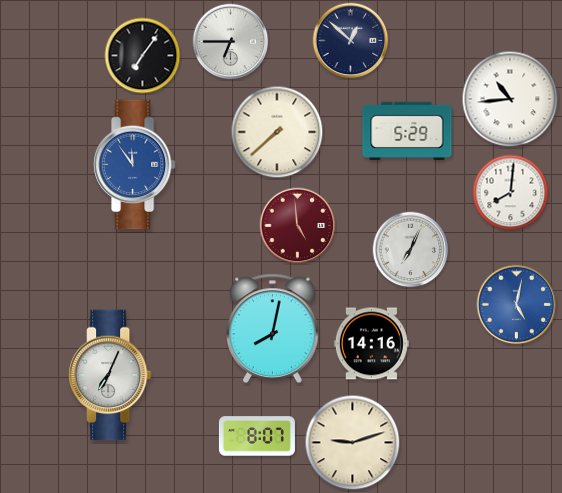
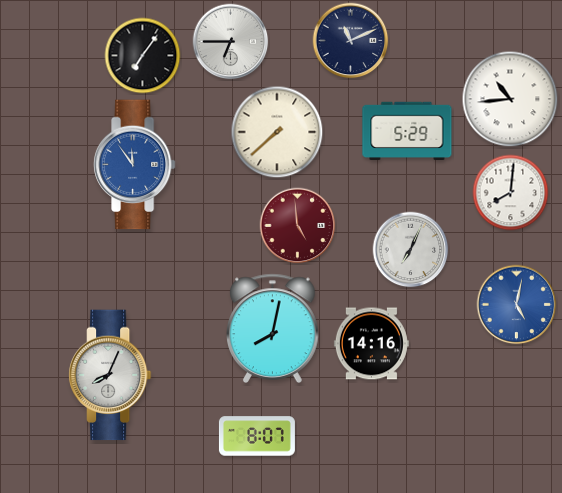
clock at (351, 41): 12:52 -> 11:11
clock at (110, 375): 7:04 -> 8:04
clock at (353, 443): 9:12 -> none
